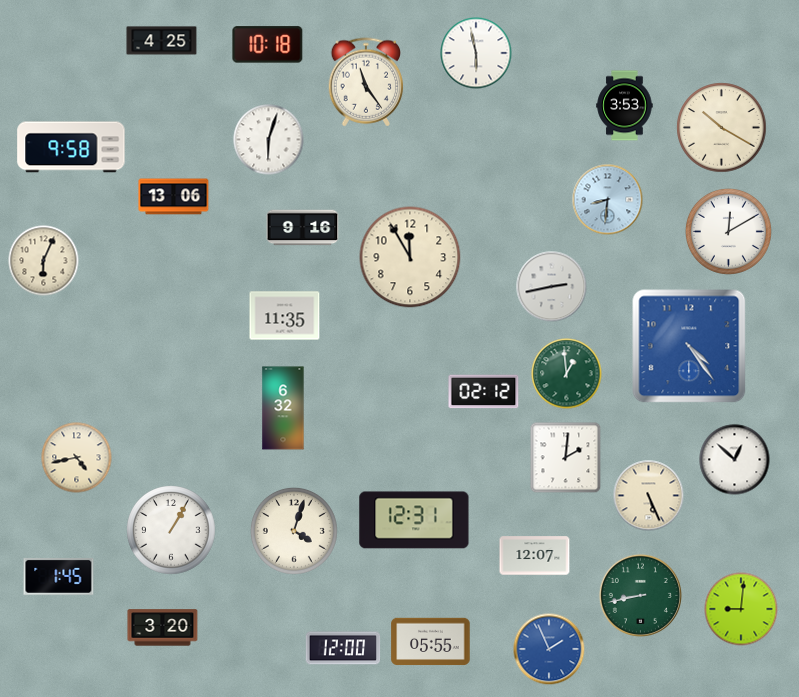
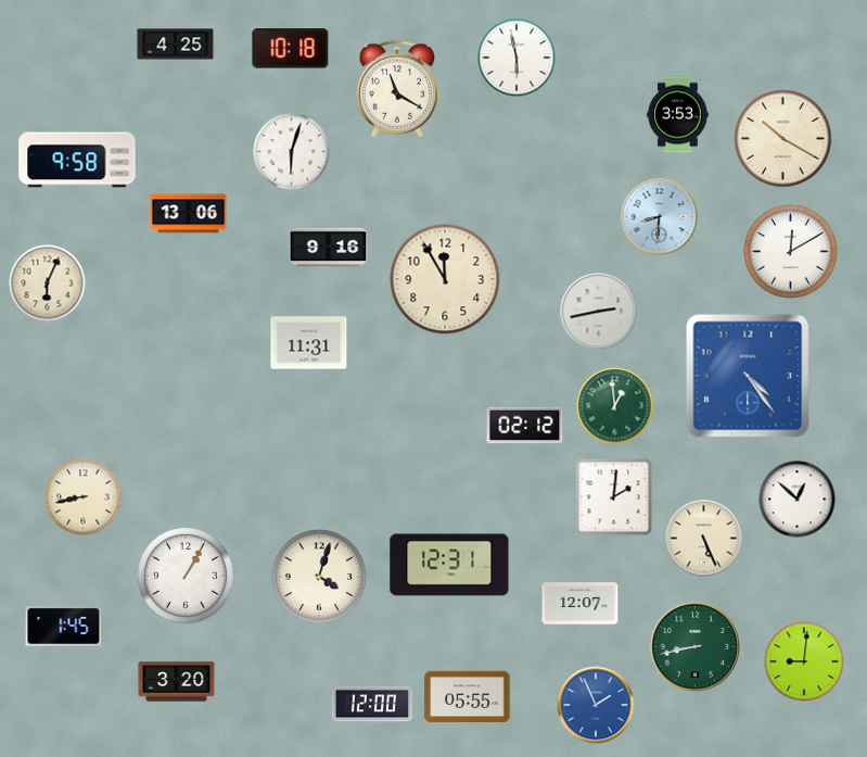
clock at (366, 82): 11:24 -> 11:20
clock at (285, 316): 11:35 -> 11:31
clock at (283, 408): 6:32 -> none
clock at (77, 458): 4:43 -> 8:43
